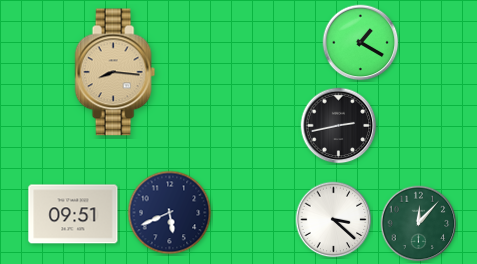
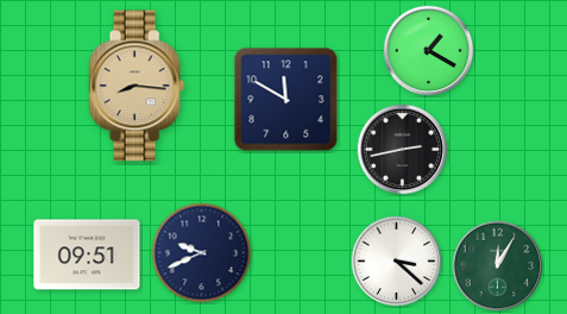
clock at (286, 100): none -> 11:50
clock at (170, 213): 5:41 -> 9:41
clock at (419, 224): 12:07 -> 12:05
